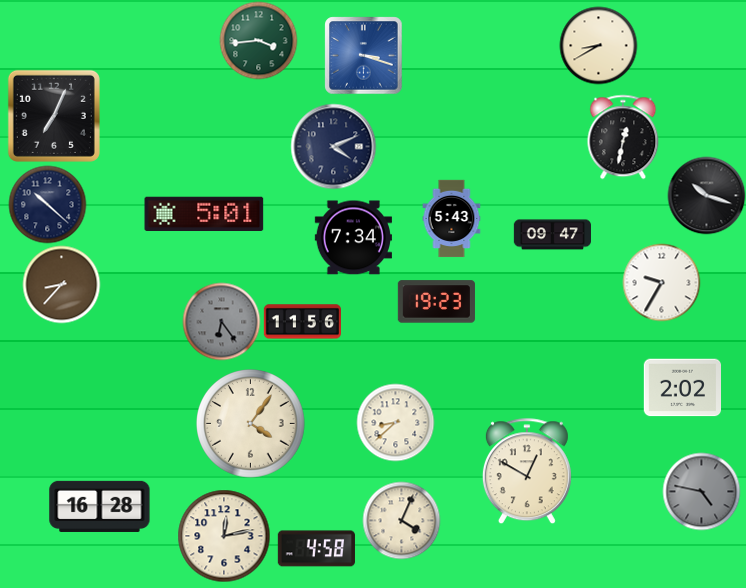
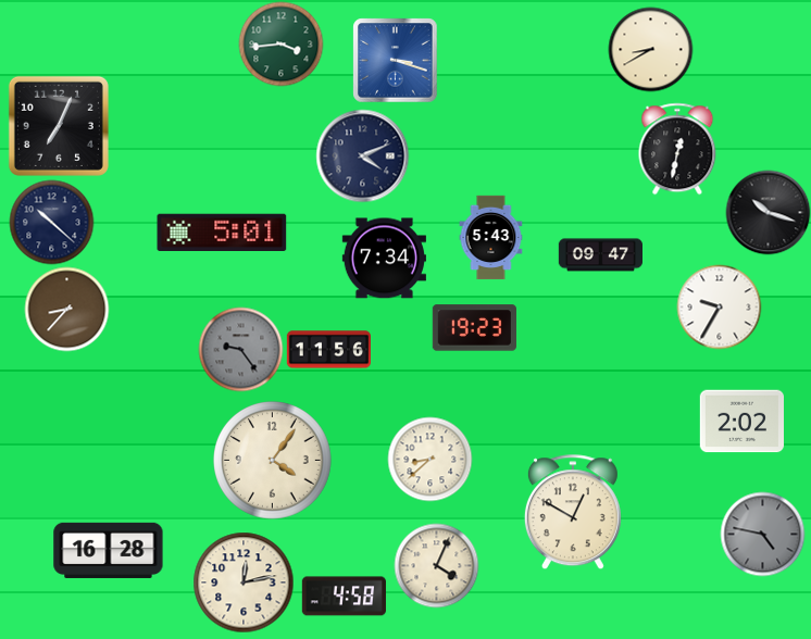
clock at (333, 146) position: (333, 146) -> (362, 155)
clock at (221, 321): 6:24 -> 9:24
